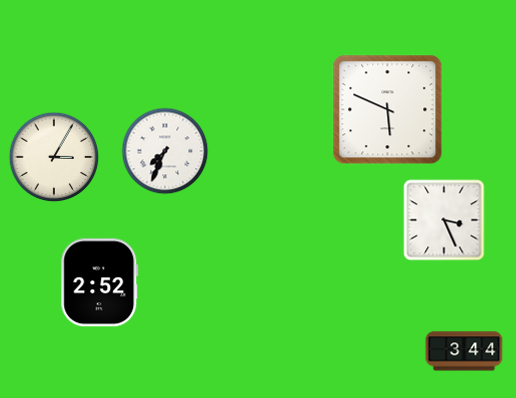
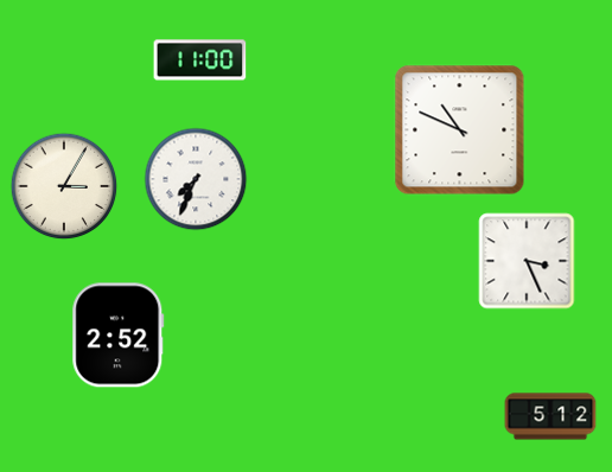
clock at (200, 60): none -> 11:00
clock at (388, 110): 5:49 -> 10:49
clock at (464, 351): 3:44 -> 5:12
